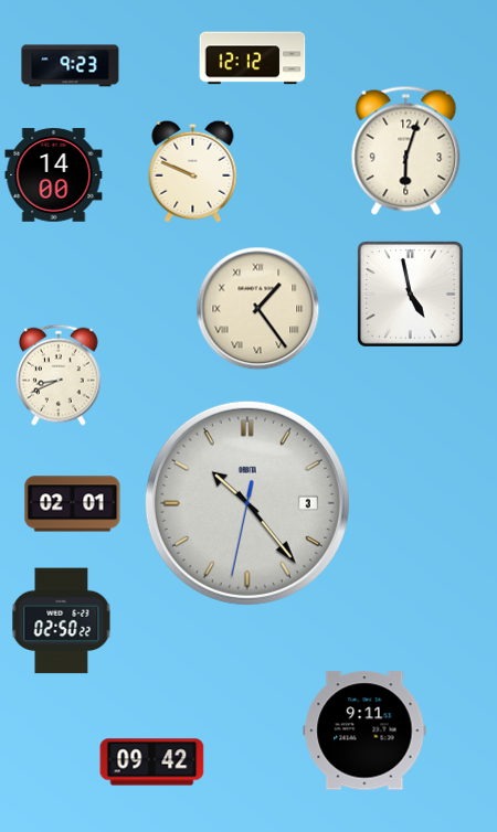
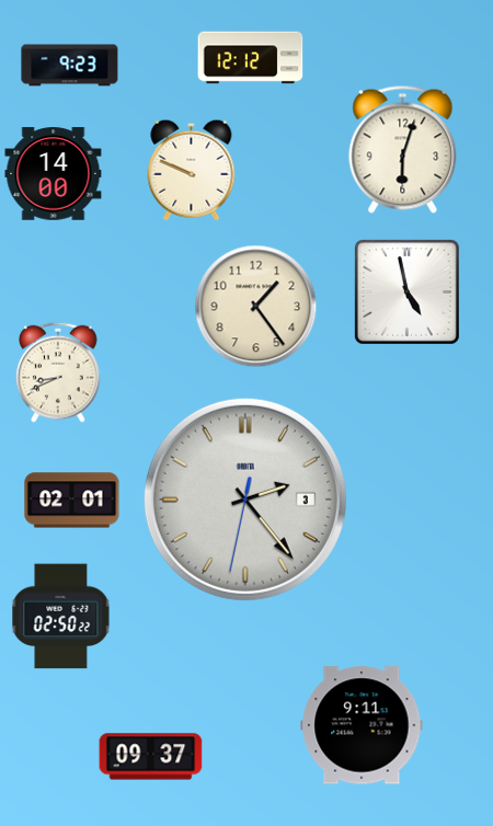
clock at (258, 309) numerals: Roman -> Arabic
clock at (247, 503): 10:23 -> 2:23
clock at (152, 762): 09:42 -> 09:37
